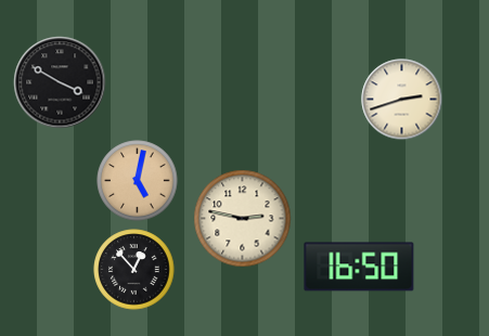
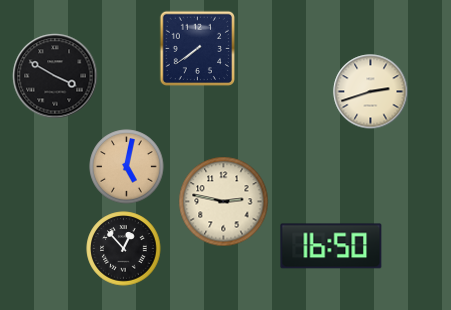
clock at (198, 49): none -> 7:39
